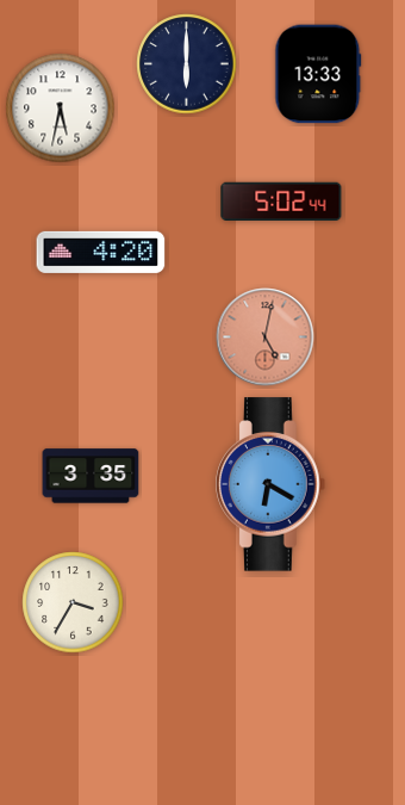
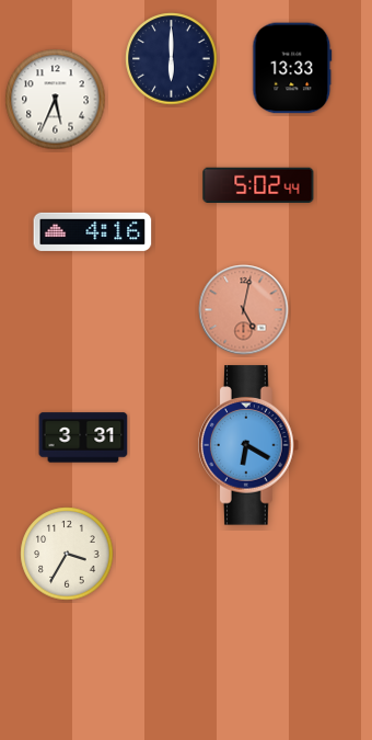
clock at (61, 109): 5:32 -> 5:34
clock at (101, 252): 4:20 -> 4:16
clock at (91, 476): 3:35 -> 3:31
